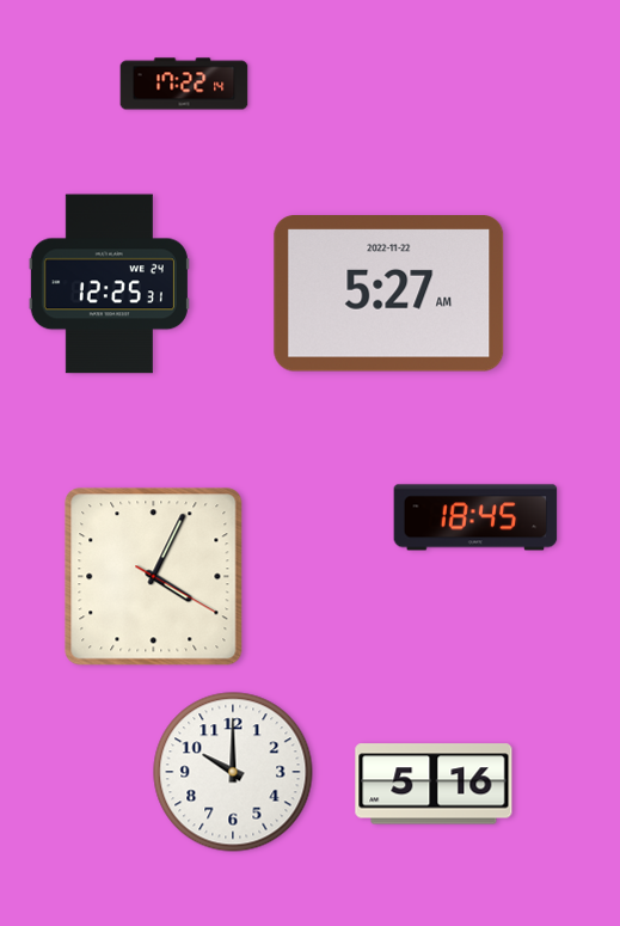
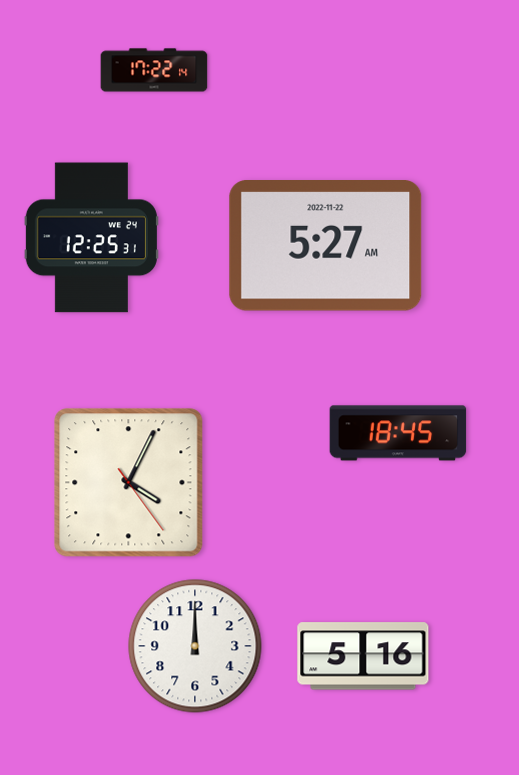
clock at (154, 577): 4:04:20 -> 4:04:24
clock at (233, 772): 10:00 -> 12:00
